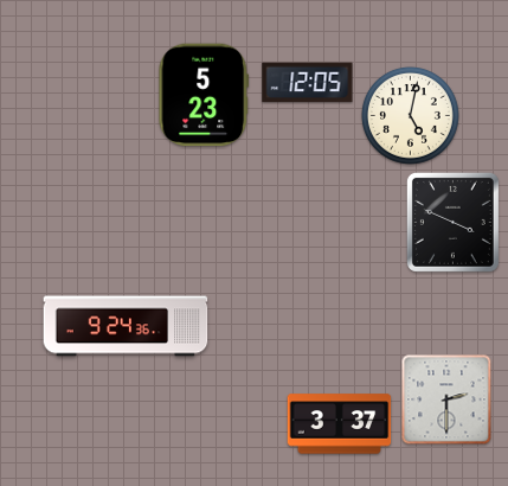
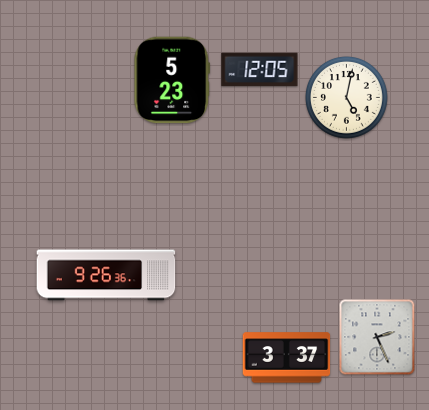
clock at (452, 222): 3:49 -> none
clock at (126, 326): 9:24 -> 9:26
clock at (446, 399): 2:30 -> 2:26
